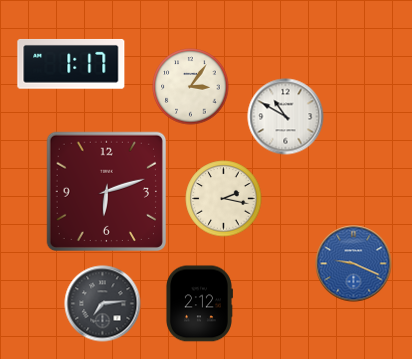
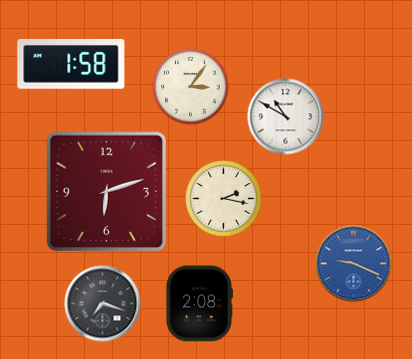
clock at (71, 64): 1:17 -> 1:58
clock at (103, 304): 7:14 -> 7:18
clock at (199, 304): 2:12 -> 2:08
